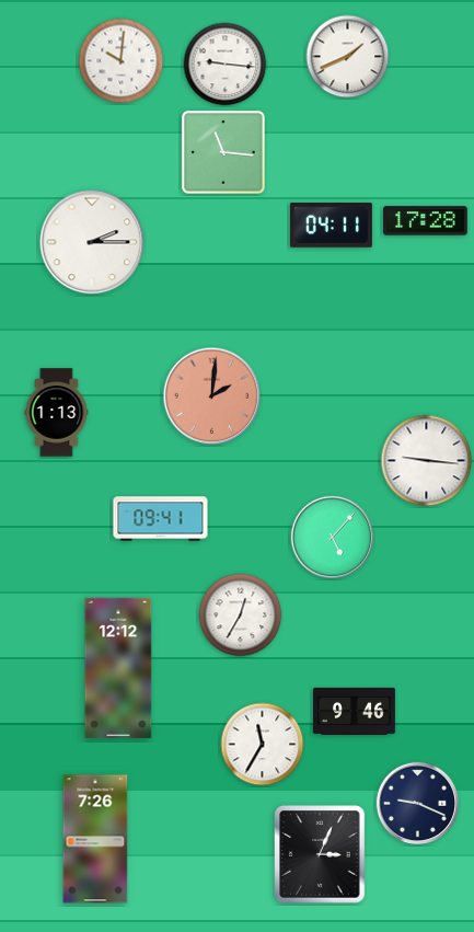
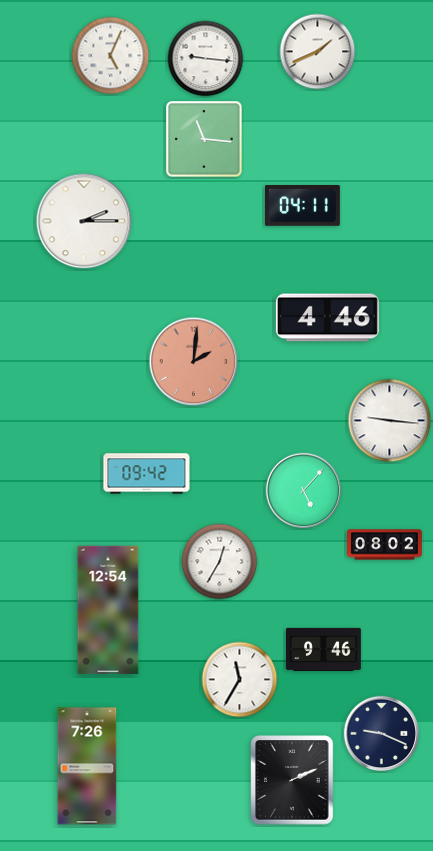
clock at (122, 61): 10:01 -> 5:04
clock at (426, 221): 17:28 -> none
clock at (327, 318): none -> 4:46
clock at (57, 413): 1:13 -> none
clock at (161, 519): 09:41 -> 09:42
clock at (385, 545): none -> 08:02
clock at (118, 668): 12:12 -> 12:54
clock at (320, 854): 3:04 -> 2:11
